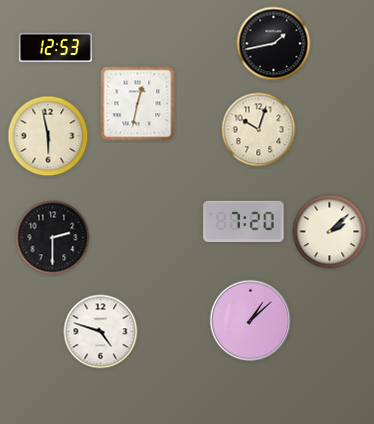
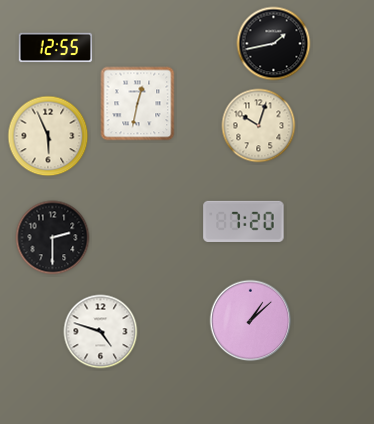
clock at (56, 48): 12:53 -> 12:55
clock at (259, 130) position: (259, 130) -> (259, 126)
clock at (48, 136): 5:58 -> 5:56
clock at (330, 232): 2:08 -> none
